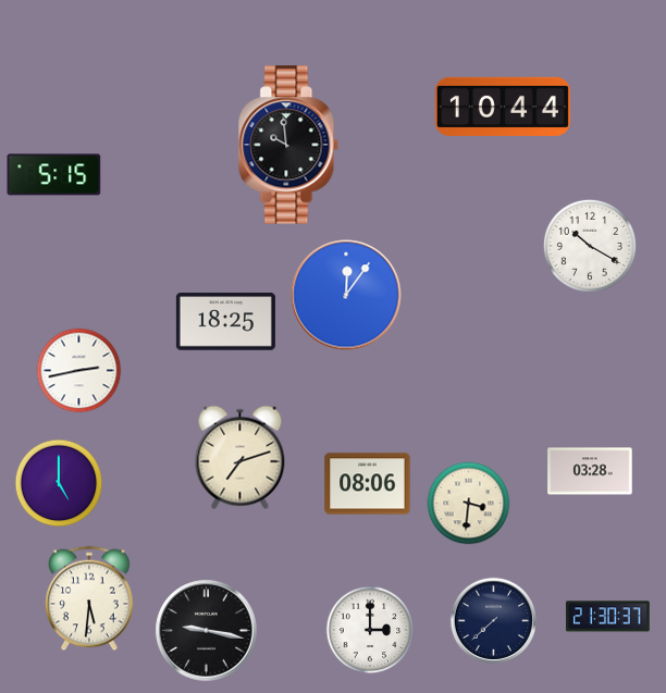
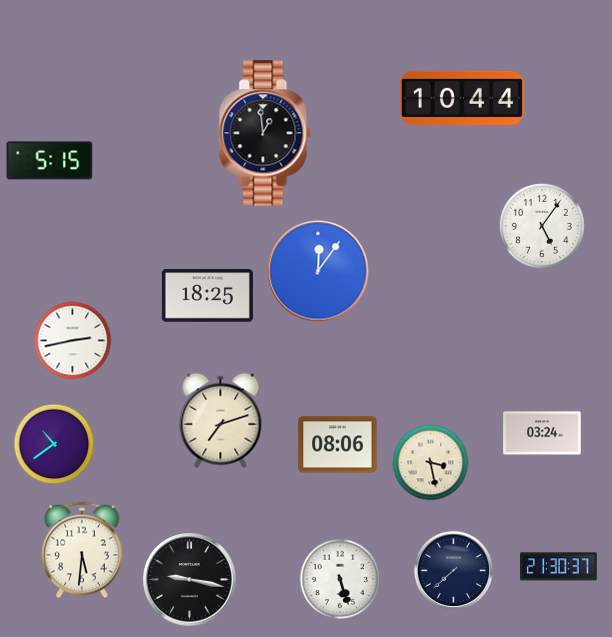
clock at (288, 145): 9:59 -> 12:59
clock at (590, 246): 10:20 -> 5:06
clock at (590, 471): 03:28 -> 03:24
clock at (59, 483): 5:00 -> 10:39
clock at (469, 504): 3:31 -> 3:28
clock at (370, 630): 3:00 -> 5:27
